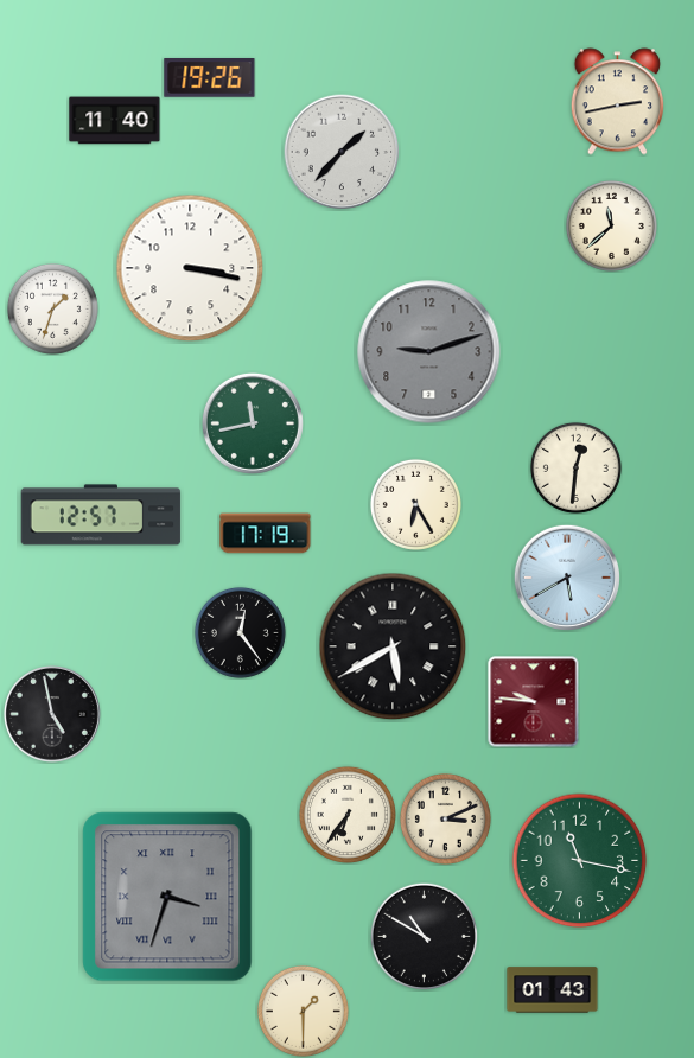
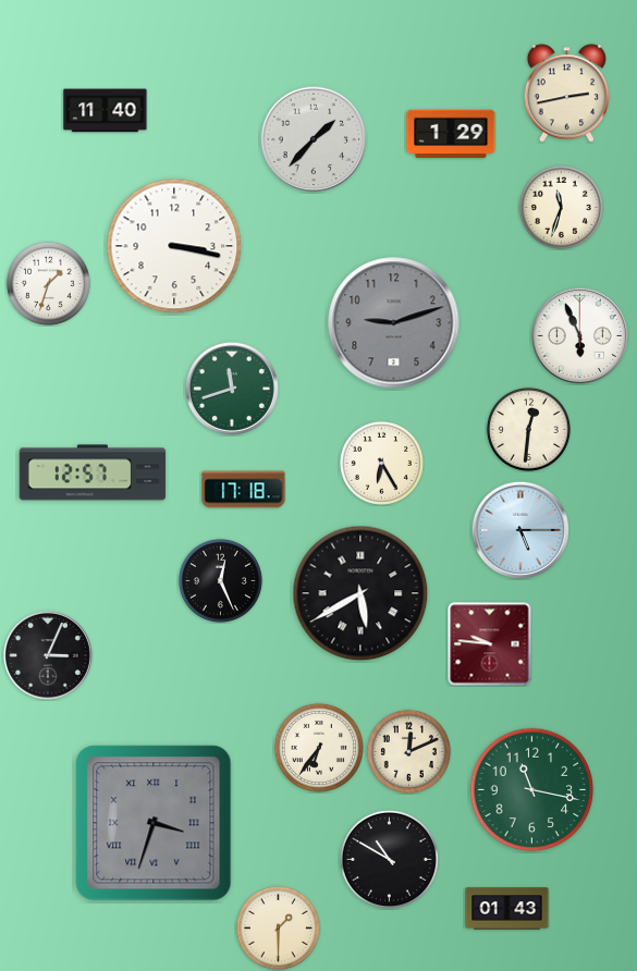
clock at (210, 78): 19:26 -> none
clock at (451, 134): none -> 1:29
clock at (611, 225): 11:38 -> 11:33
clock at (579, 335): none -> 5:56
clock at (253, 423): 11:43 -> 11:42
clock at (266, 534): 17:19 -> 17:18
clock at (567, 578): 5:40 -> 5:15
clock at (240, 632): 12:24 -> 12:26
clock at (52, 714): 4:58 -> 3:04
clock at (445, 818): 3:11 -> 12:11
